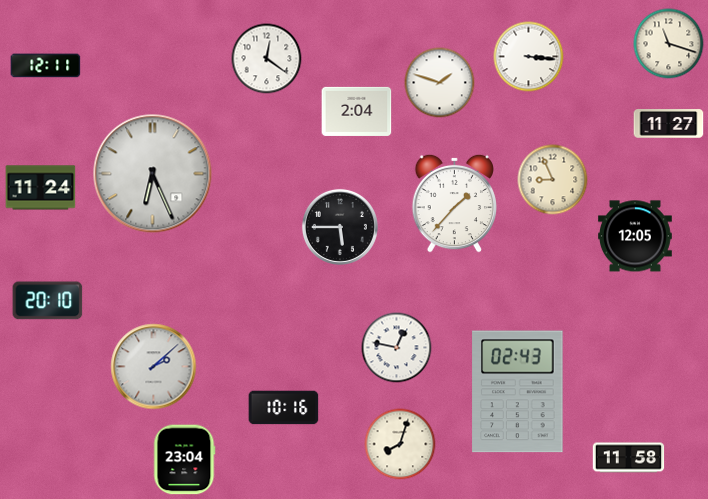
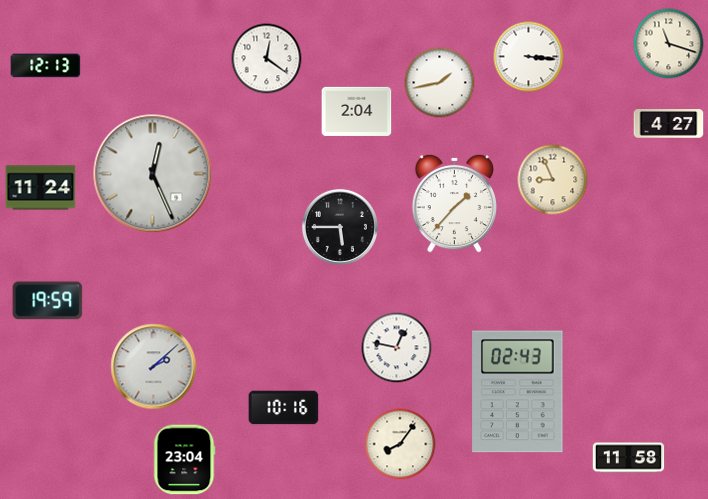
clock at (46, 66): 12:11 -> 12:13
clock at (440, 83): 1:48 -> 1:43
clock at (669, 124): 11:27 -> 4:27
clock at (153, 174): 6:26 -> 12:26
clock at (636, 236): 12:05 -> none
clock at (48, 301): 20:10 -> 19:59
clock at (400, 444): 8:03 -> 8:06
